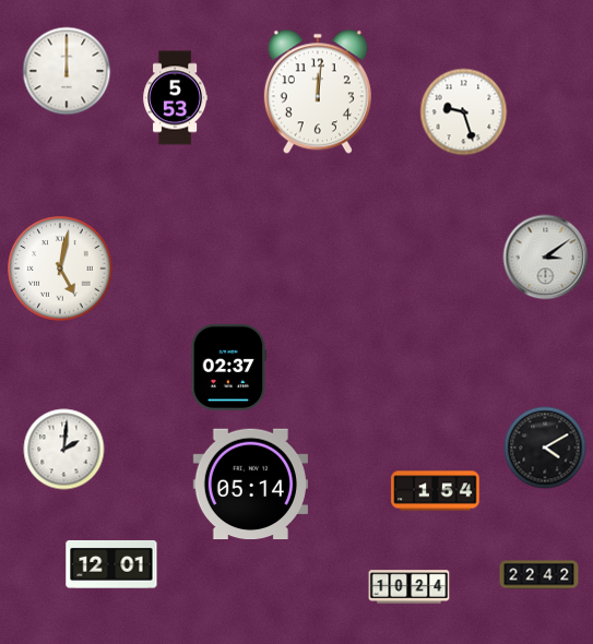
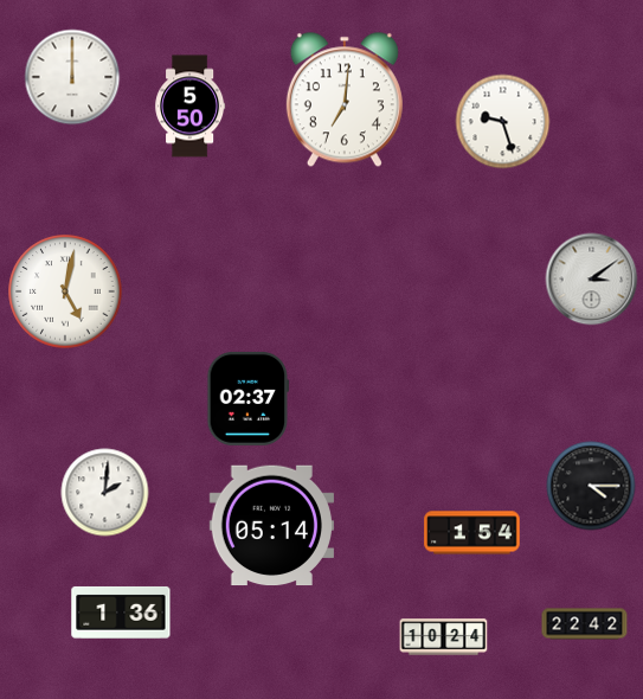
clock at (318, 92): 12:01 -> 7:01
clock at (176, 98): 5:53 -> 5:50
clock at (545, 448): 4:10 -> 4:15
clock at (64, 450) position: (64, 450) -> (105, 493)
clock at (111, 564): 12:01 -> 1:36
